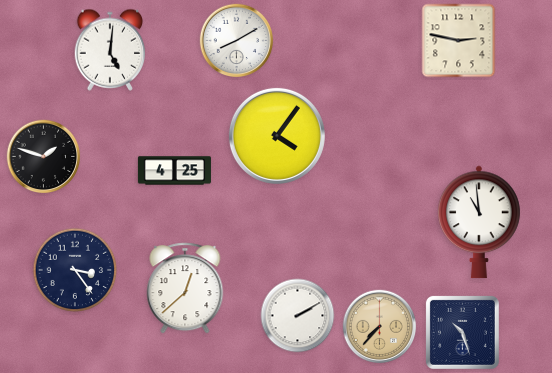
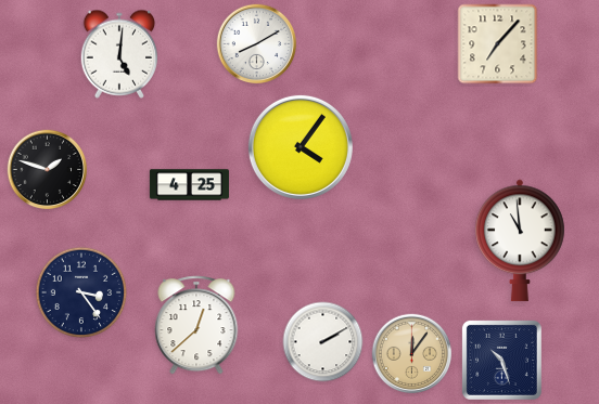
clock at (459, 41): 2:47 -> 7:07
clock at (185, 288) position: (185, 288) -> (196, 325)
clock at (380, 327): 7:37 -> 12:06
